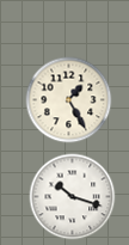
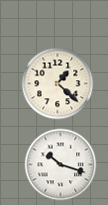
clock at (69, 100): 1:25 -> 1:22
